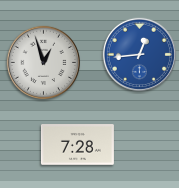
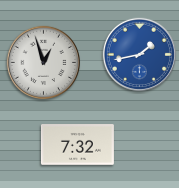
clock at (139, 54): 12:44 -> 1:43
clock at (77, 145): 7:28 -> 7:32
